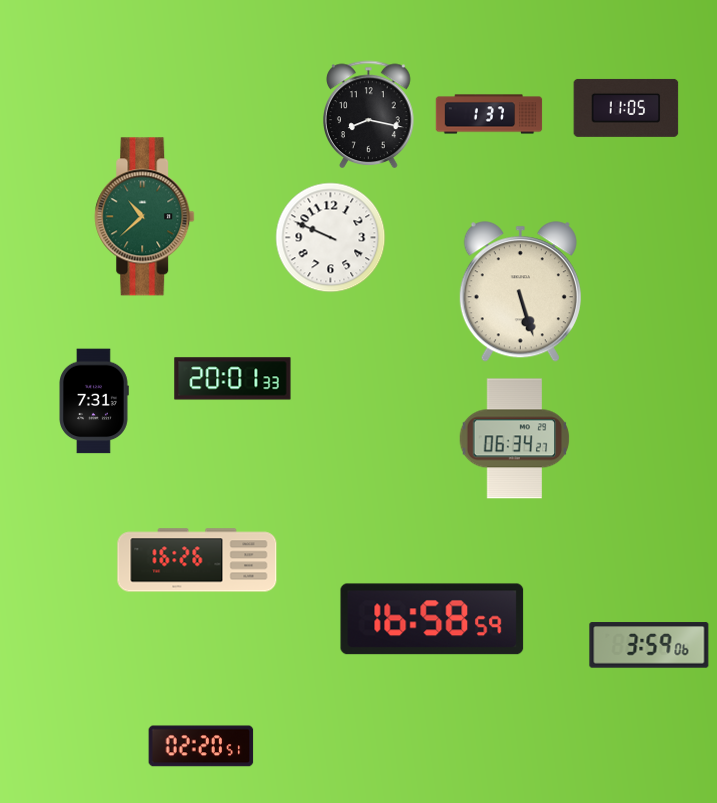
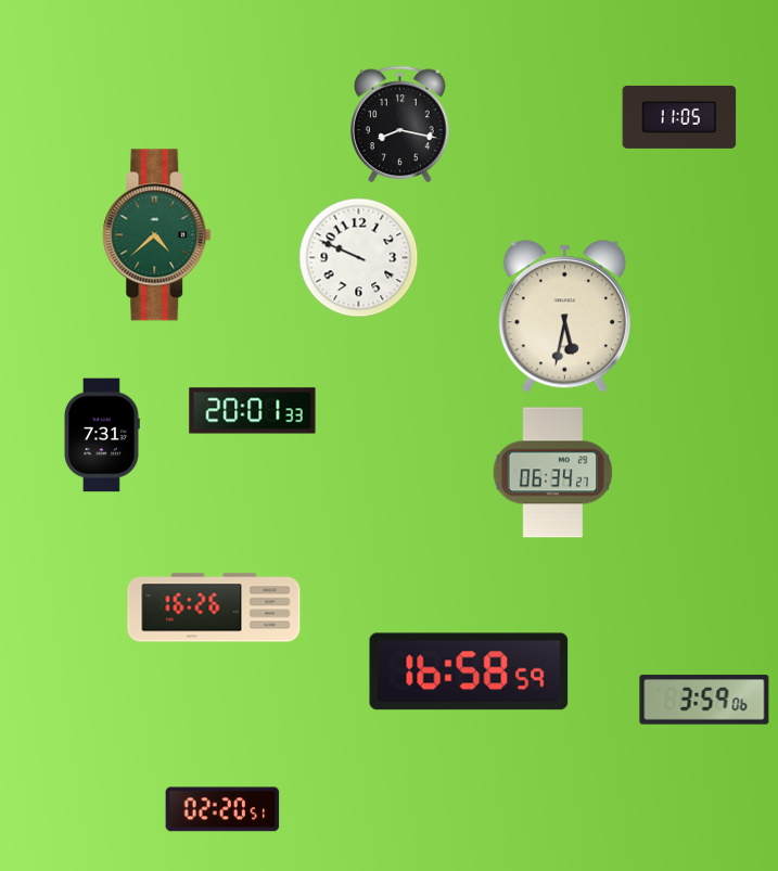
clock at (489, 114): 1:37 -> none
clock at (145, 217): 10:38 -> 4:38
clock at (520, 292): 5:27 -> 5:32
clock at (515, 439) position: (515, 439) -> (553, 473)
clock at (201, 746) position: (201, 746) -> (222, 809)
